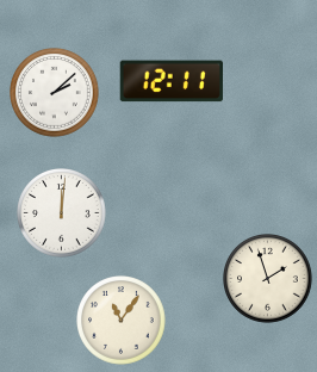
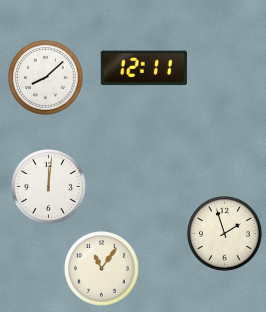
clock at (55, 93): 2:08 -> 8:08
clock at (62, 213) position: (62, 213) -> (49, 187)
